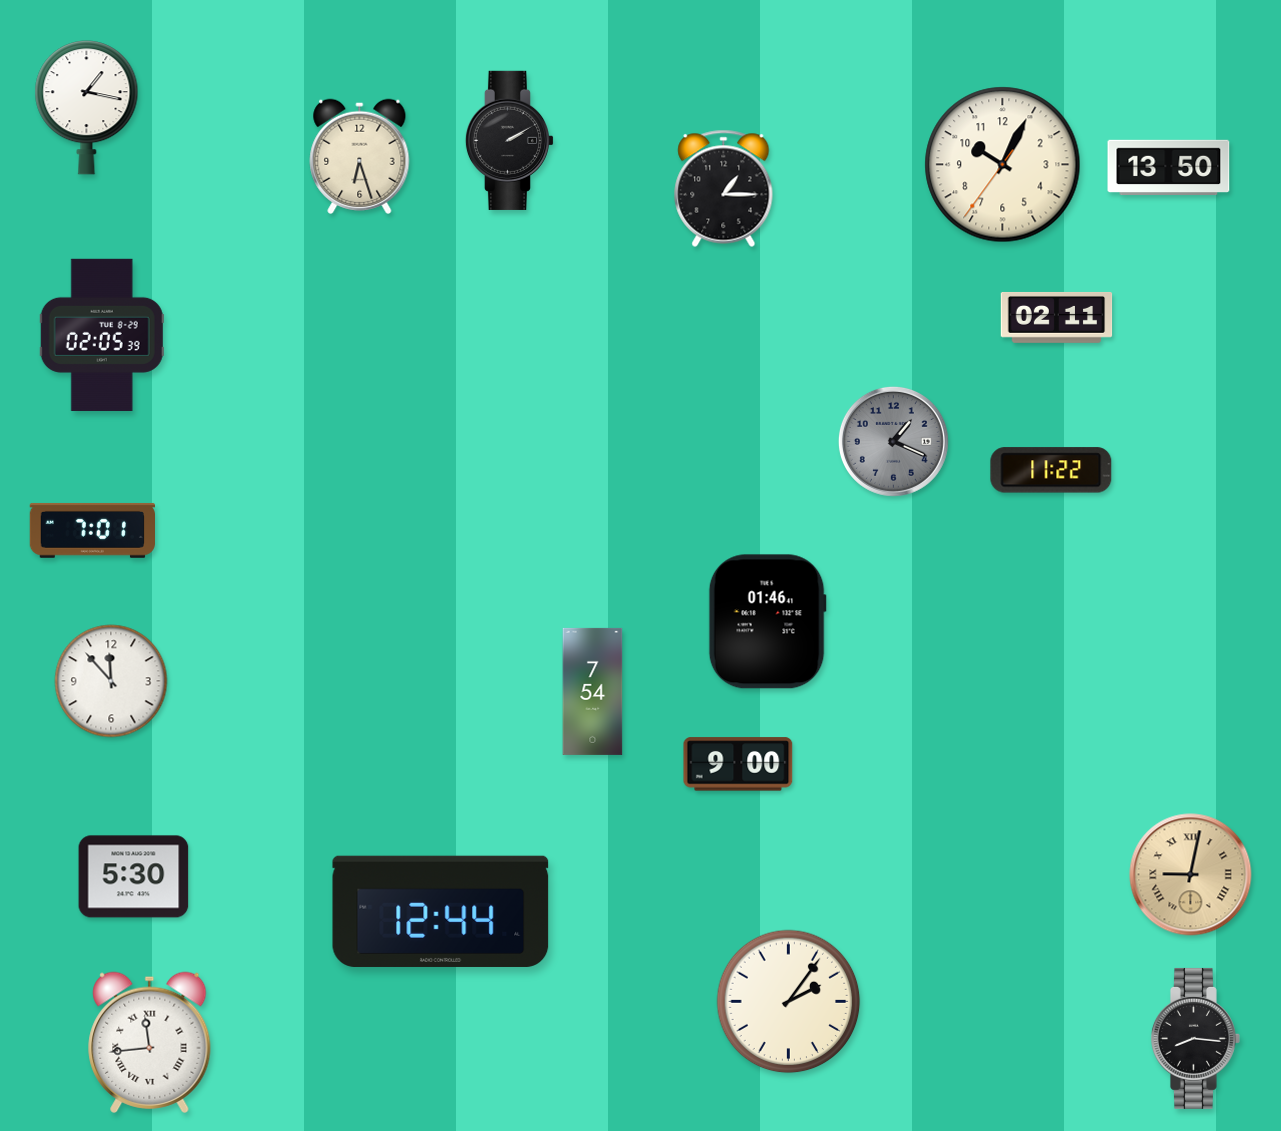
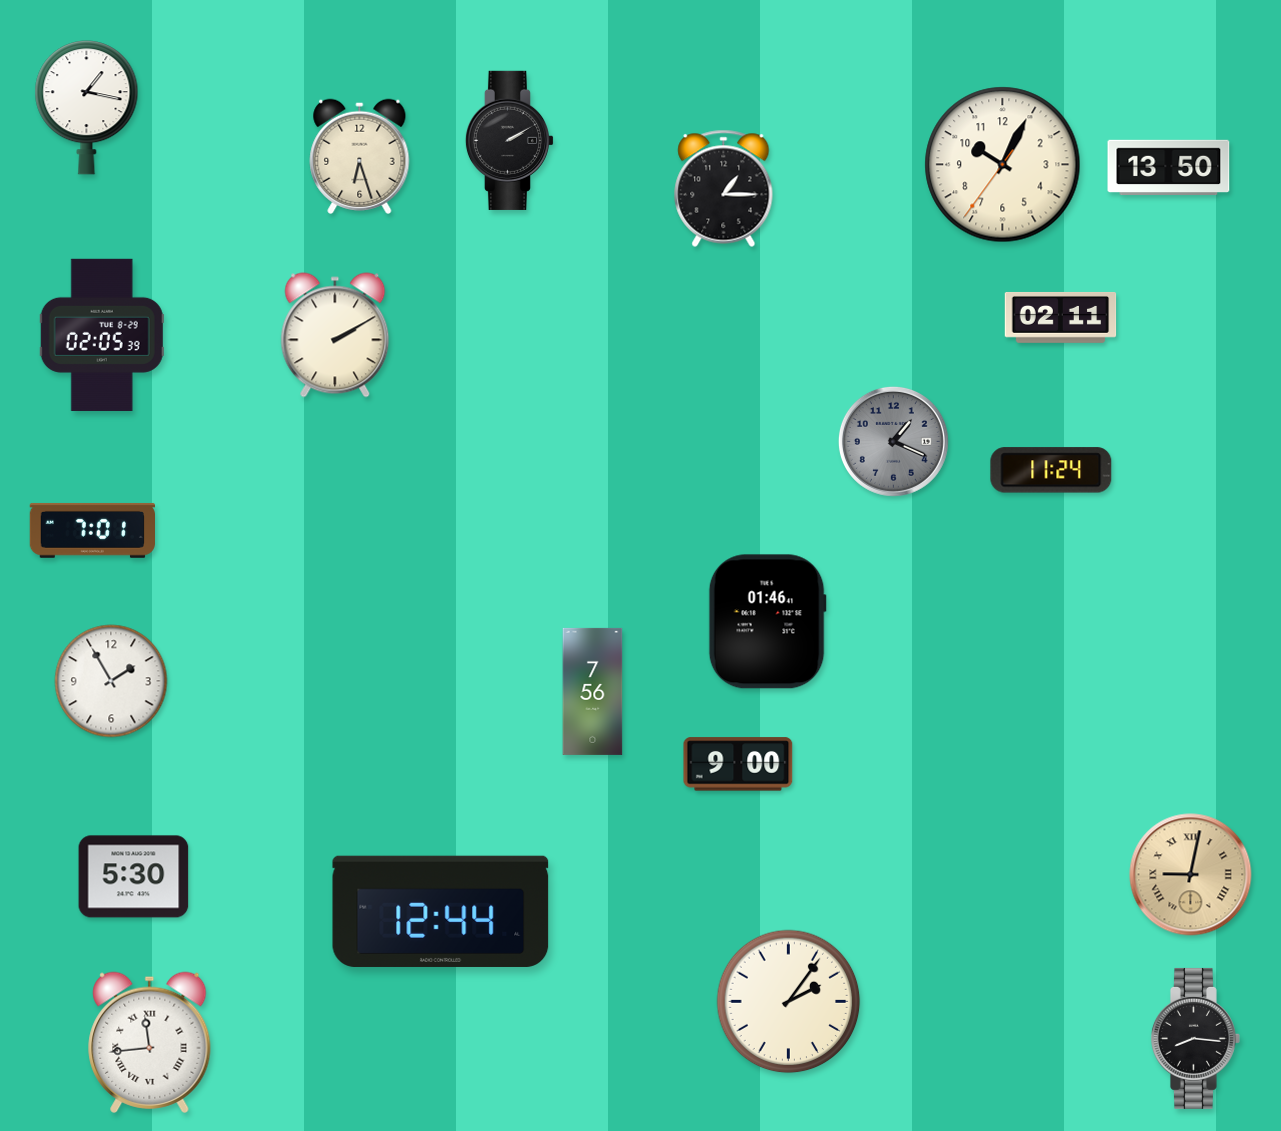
clock at (1057, 317) position: (1057, 317) -> (1061, 317)
clock at (335, 335): none -> 2:10
clock at (1051, 470): 11:22 -> 11:24
clock at (111, 681): 11:53 -> 1:55
clock at (593, 691): 7:54 -> 7:56
